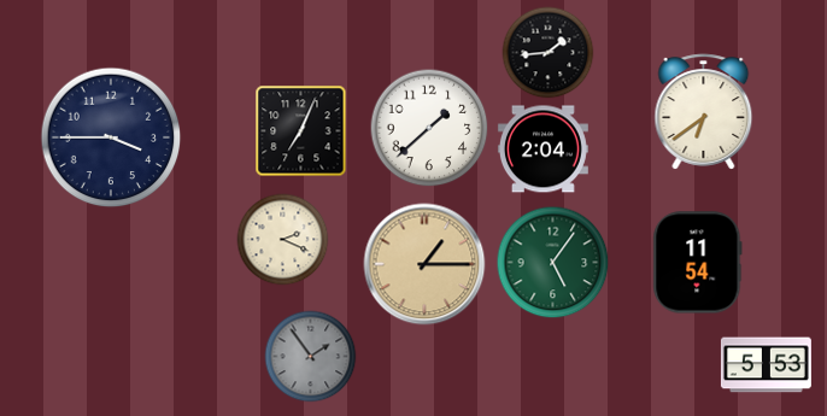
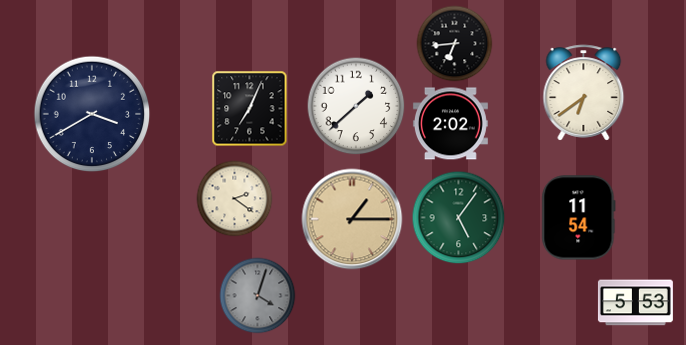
clock at (549, 53): 1:44 -> 6:44
clock at (111, 137): 3:45 -> 3:40
clock at (542, 150): 2:04 -> 2:02
clock at (283, 240): 2:19 -> 2:21
clock at (311, 357): 1:54 -> 4:03
